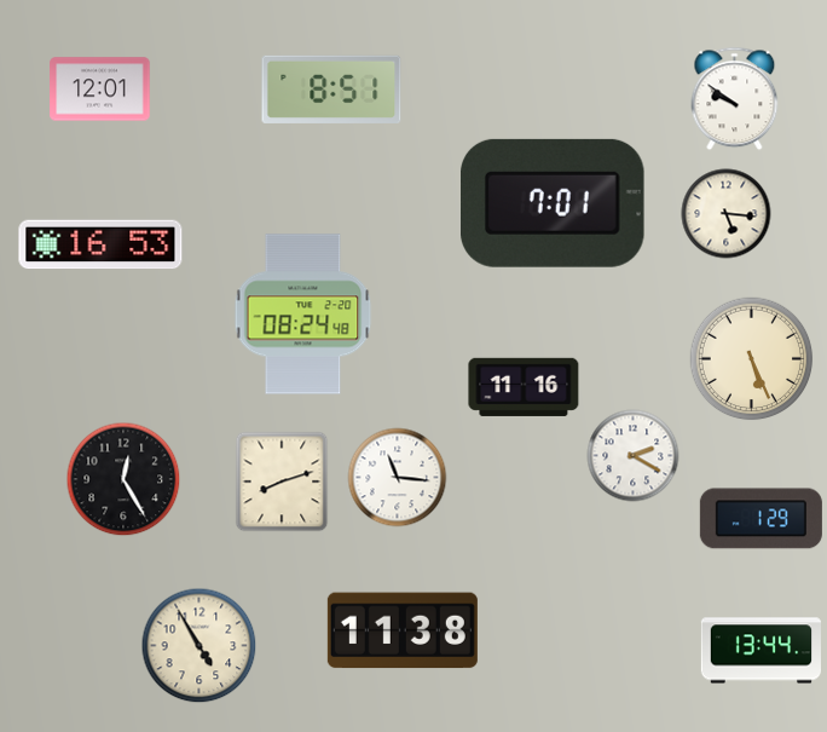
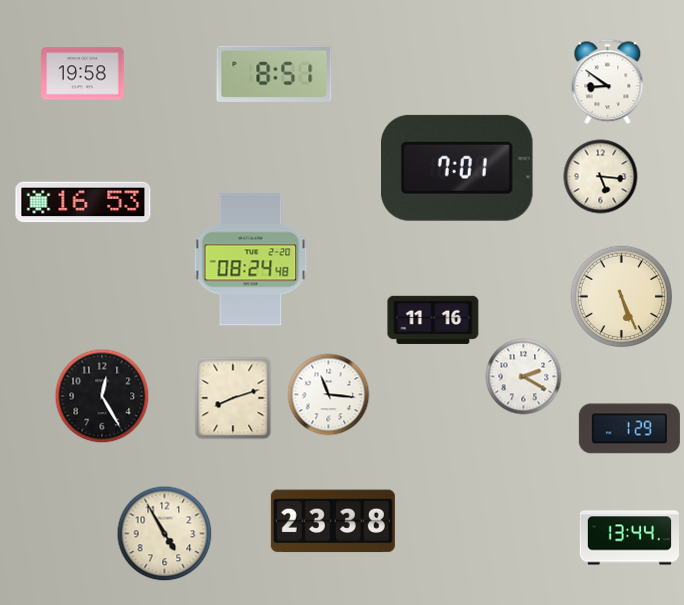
clock at (100, 90): 12:01 -> 19:58
clock at (735, 99): 9:51 -> 8:51
clock at (403, 630): 11:38 -> 23:38
